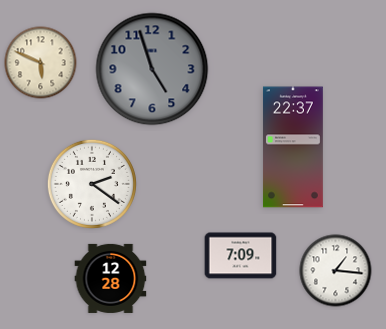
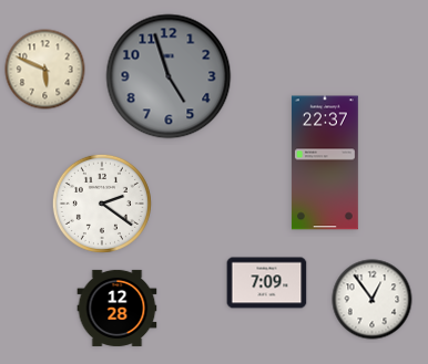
clock at (336, 271): 1:16 -> 12:54
clock at (111, 278) position: (111, 278) -> (118, 308)
